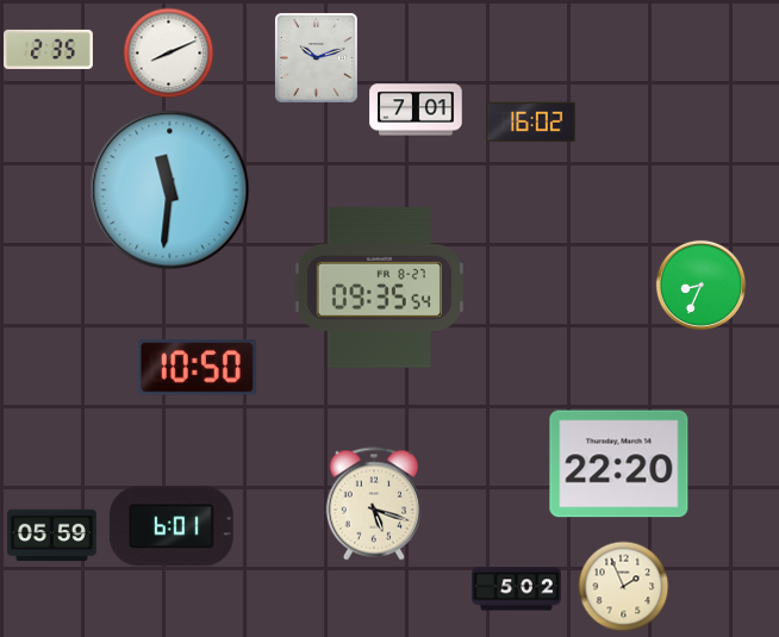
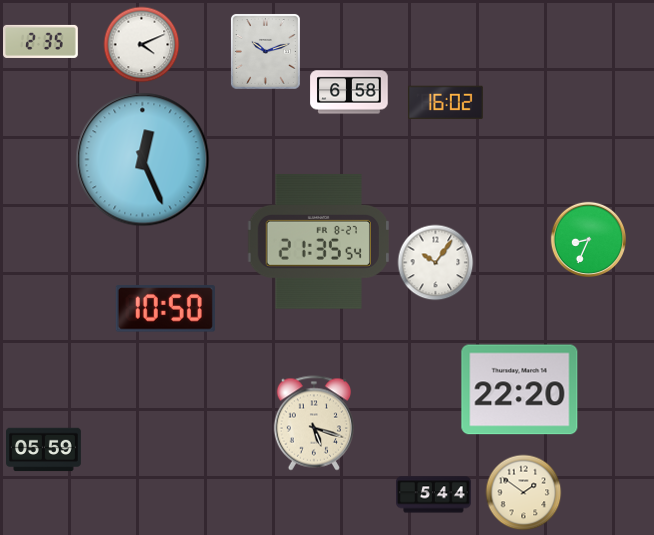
clock at (169, 54): 8:11 -> 4:11
clock at (316, 57) position: (316, 57) -> (265, 51)
clock at (416, 110): 7:01 -> 6:58
clock at (170, 191): 11:31 -> 12:26
clock at (379, 287): 09:35 -> 21:35
clock at (436, 263): none -> 10:06
clock at (172, 526): 6:01 -> none
clock at (624, 587): 1:56 -> 1:51
clock at (517, 589): 5:02 -> 5:44
